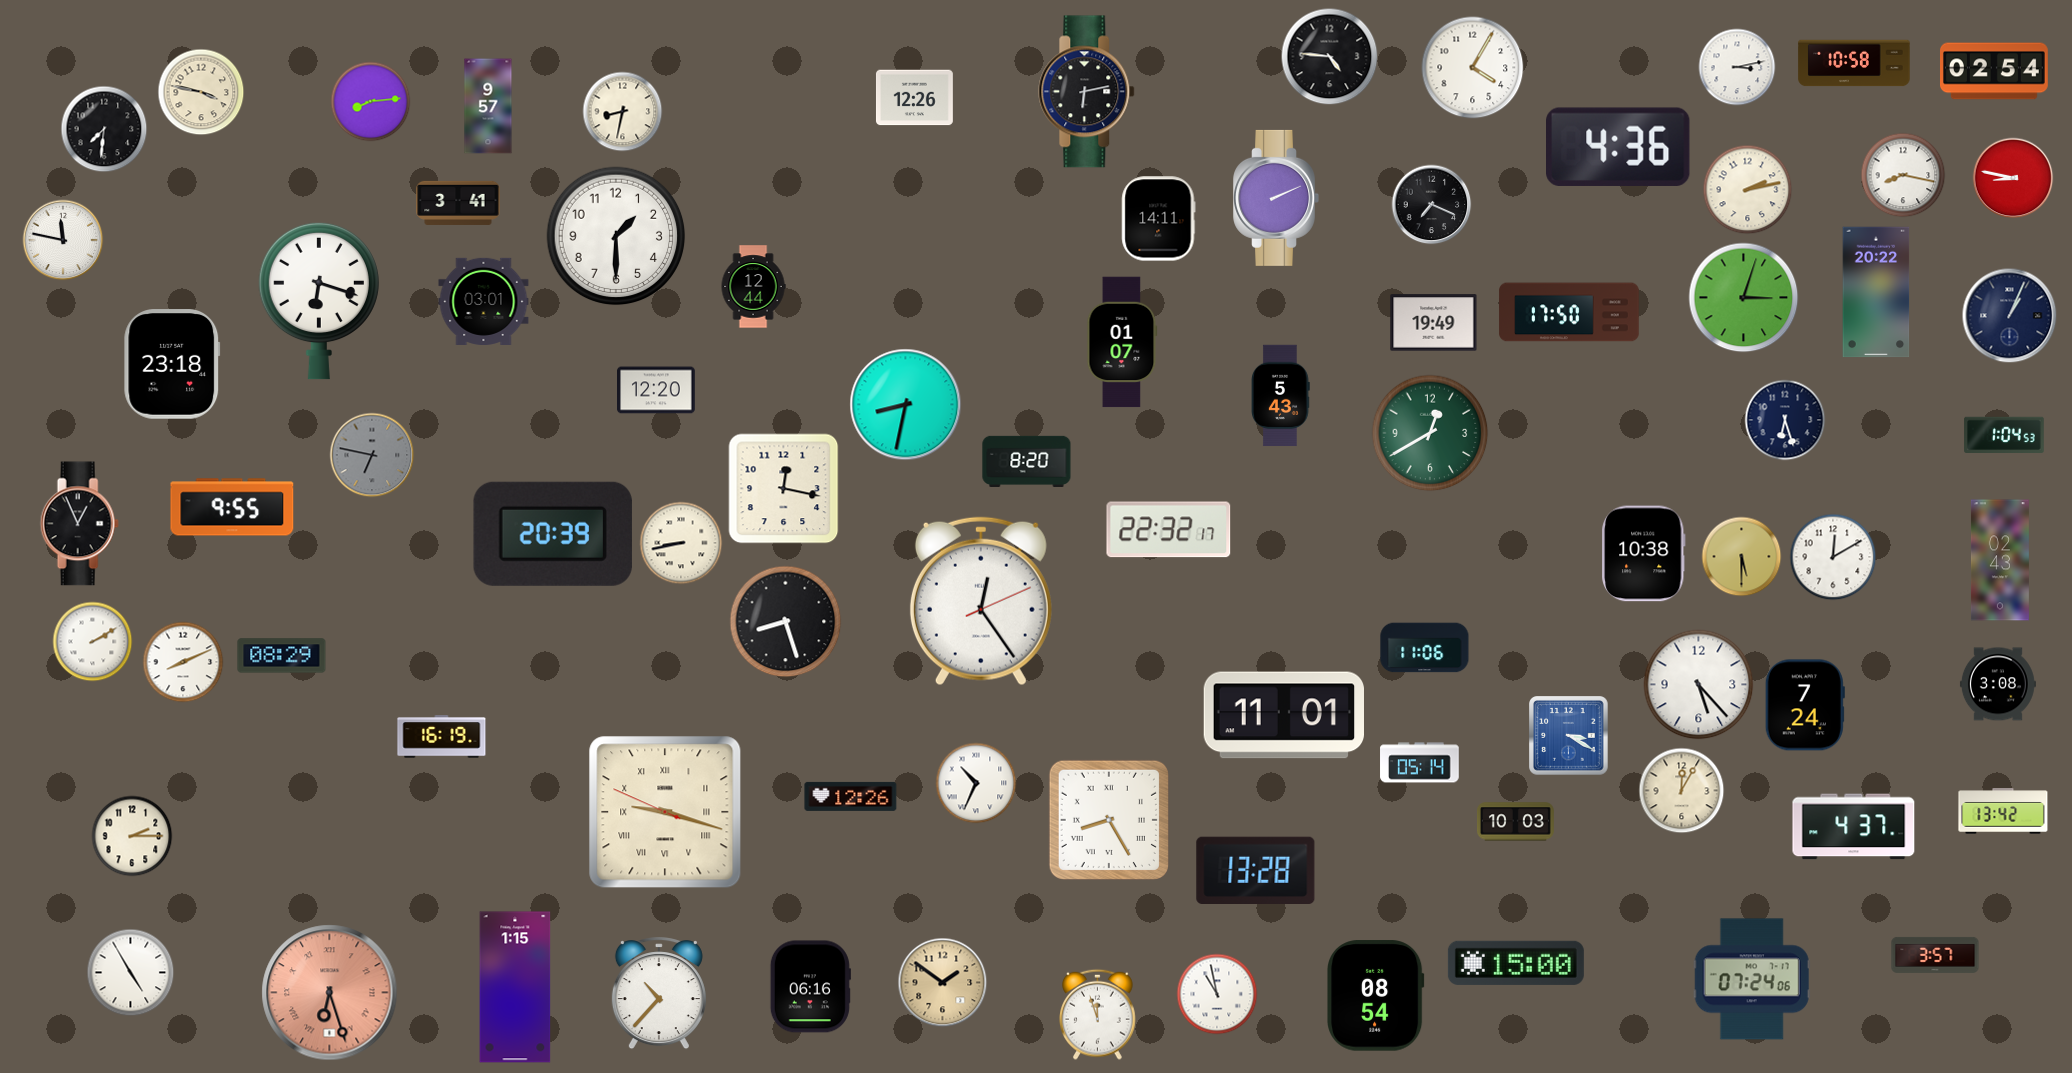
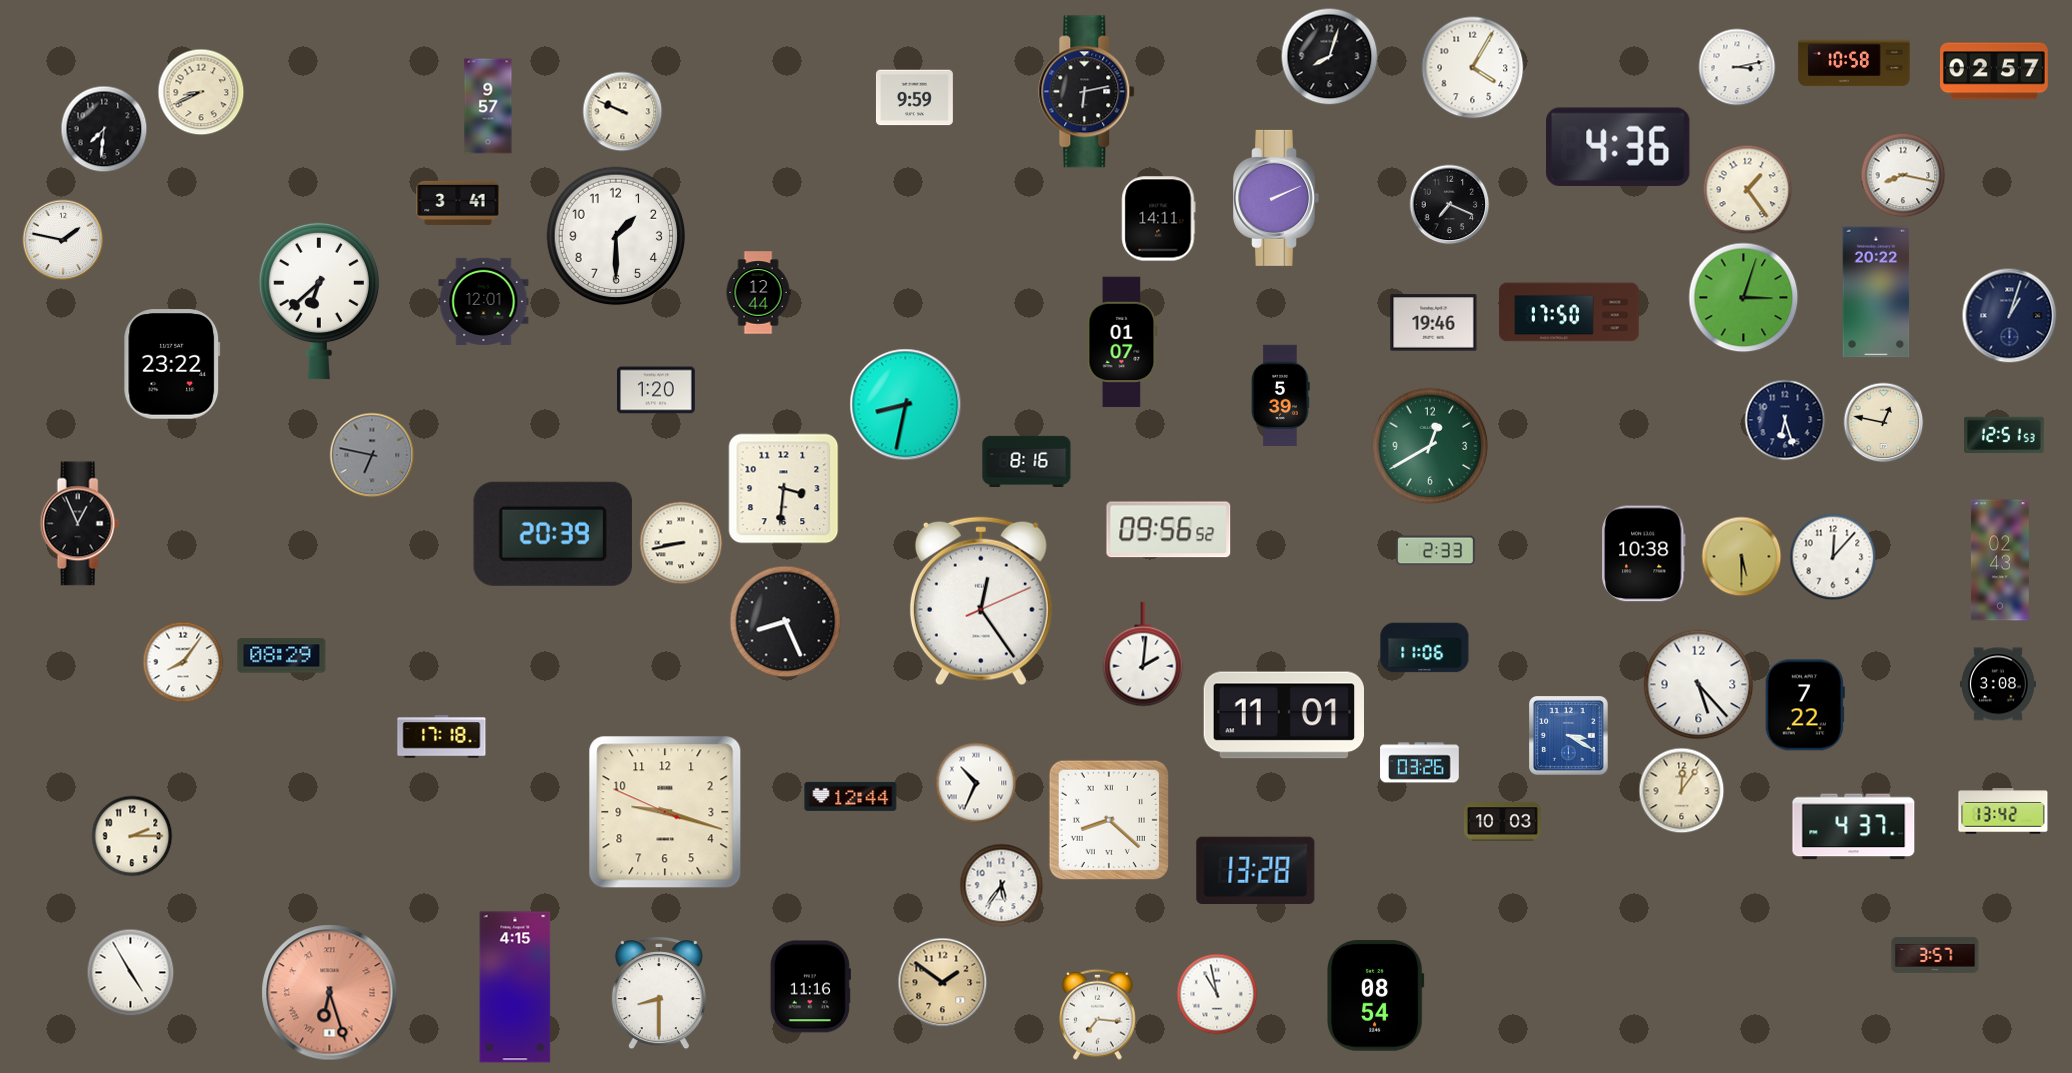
clock at (1330, 57): 4:46 -> 8:03
clock at (1995, 71): 02:54 -> 02:57
clock at (201, 92): 3:47 -> 8:41
clock at (914, 98): 12:26 -> 9:59
clock at (371, 102): 8:14 -> none
clock at (623, 112): 8:32 -> 9:49
clock at (2013, 178): 8:47 -> none
clock at (1748, 190): 2:13 -> 1:24
clock at (1432, 205) position: (1432, 205) -> (1450, 205)
clock at (63, 240): 11:47 -> 1:47
clock at (753, 287) position: (753, 287) -> (758, 293)
clock at (319, 301): 6:18 -> 6:38
clock at (484, 301): 03:01 -> 12:01
clock at (2010, 316): 1:04 -> 1:03
clock at (1434, 323): 19:49 -> 19:46
clock at (172, 364): 23:18 -> 23:22
clock at (657, 390): 12:20 -> 1:20
clock at (1280, 396): 5:43 -> 5:39
clock at (1884, 423): none -> 12:47
clock at (1430, 433) position: (1430, 433) -> (1430, 446)
clock at (2004, 434): 1:04 -> 12:51
clock at (1027, 461): 8:20 -> 8:16
clock at (784, 489): 12:17 -> 3:31
clock at (232, 507): 9:55 -> none
clock at (1169, 530): 22:32 -> 09:56
clock at (1436, 551): none -> 2:33
clock at (1833, 557): 12:10 -> 12:07
clock at (786, 622): 8:27 -> 8:26
clock at (93, 642): 2:10 -> none
clock at (1143, 654): none -> 2:01
clock at (183, 662): 8:11 -> 8:06
clock at (1805, 705): 7:24 -> 7:22
clock at (442, 737): 16:19 -> 17:18
clock at (1420, 763): 05:14 -> 03:26
clock at (1682, 791): 12:05 -> 12:06
clock at (851, 796): 12:26 -> 12:44
clock at (665, 812) numerals: Roman -> Arabic
clock at (1109, 820): 8:25 -> 8:22
clock at (1515, 822) position: (1515, 822) -> (1502, 822)
clock at (1002, 886): none -> 5:36
clock at (1516, 963): 15:00 -> none
clock at (1752, 979): 07:24 -> none
clock at (515, 987): 1:15 -> 4:15
clock at (810, 987): 06:16 -> 11:16
clock at (659, 994): 10:37 -> 8:30
clock at (1098, 1014): 11:57 -> 7:16
